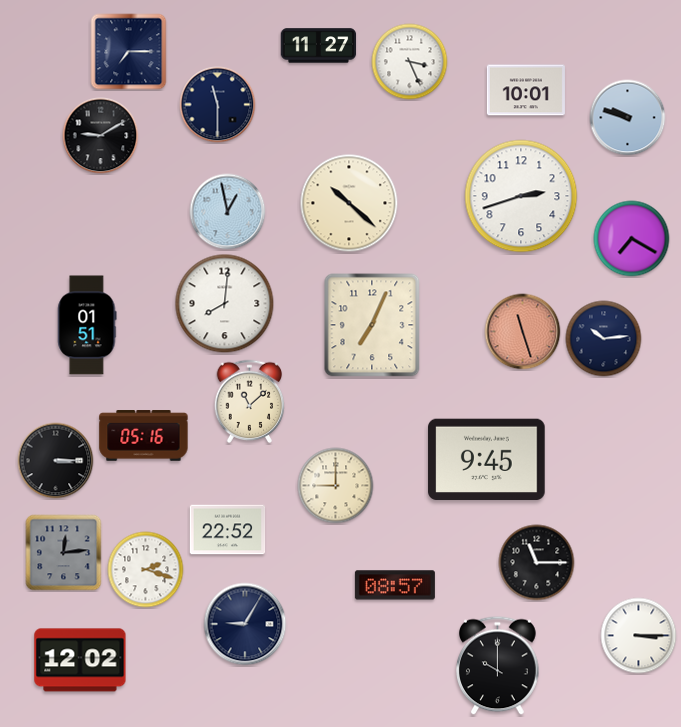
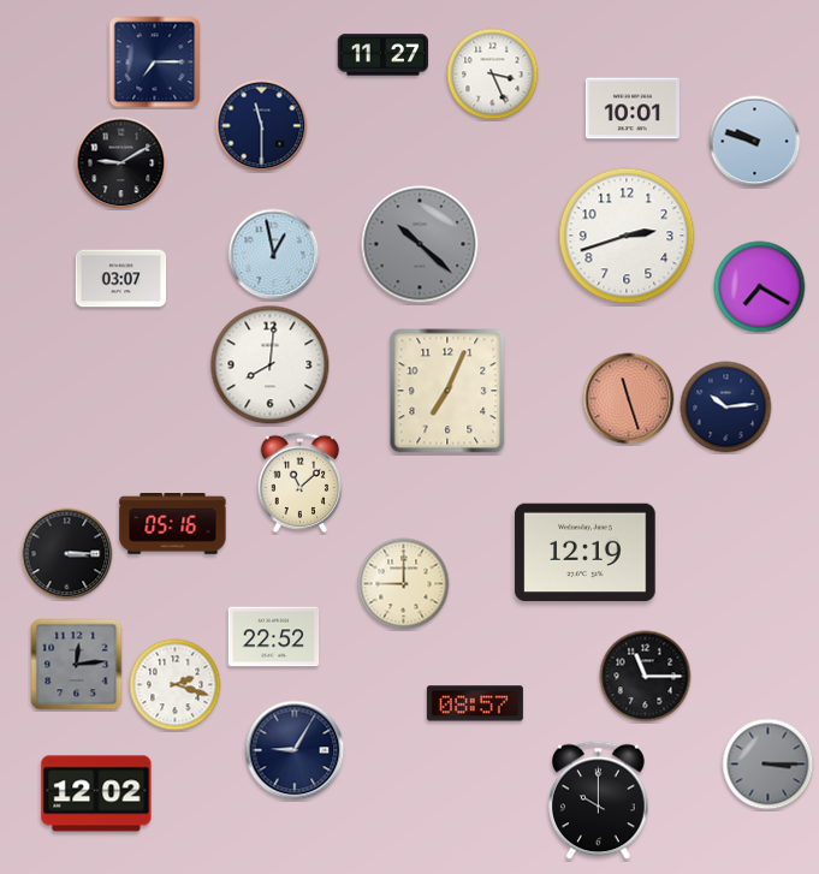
clock at (349, 203) dial: cream -> grey
clock at (121, 279): none -> 03:07
clock at (87, 325): 01:51 -> none
clock at (487, 460): 9:45 -> 12:19
clock at (639, 636) dial: white -> grey
